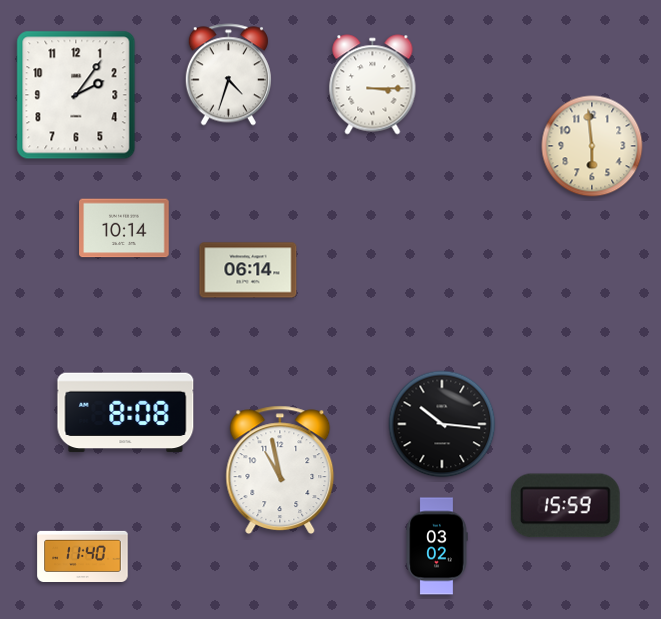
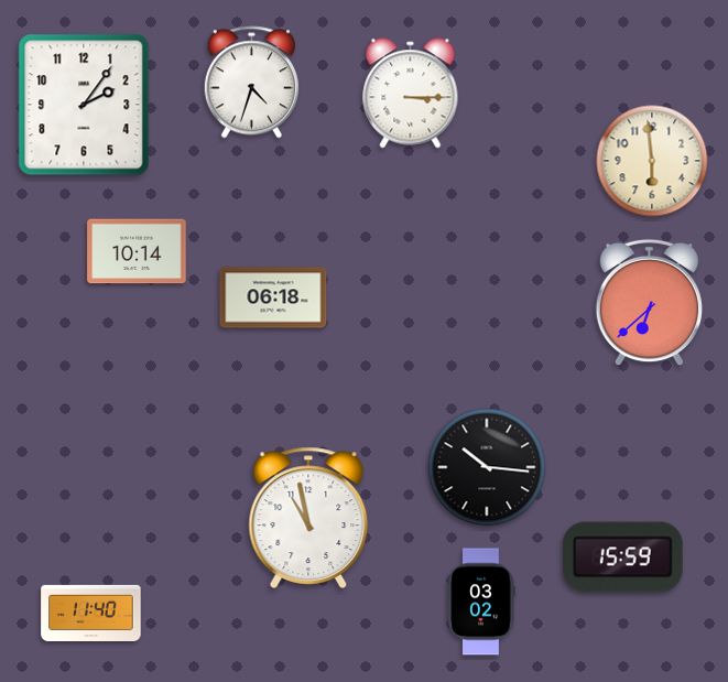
clock at (248, 270): 06:14 -> 06:18
clock at (649, 303): none -> 6:38
clock at (126, 413): 8:08 -> none
